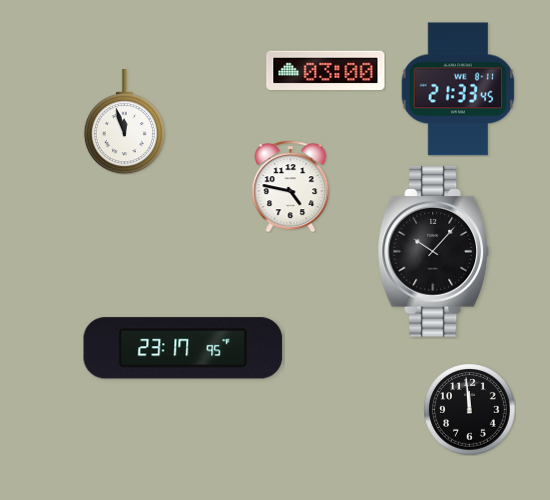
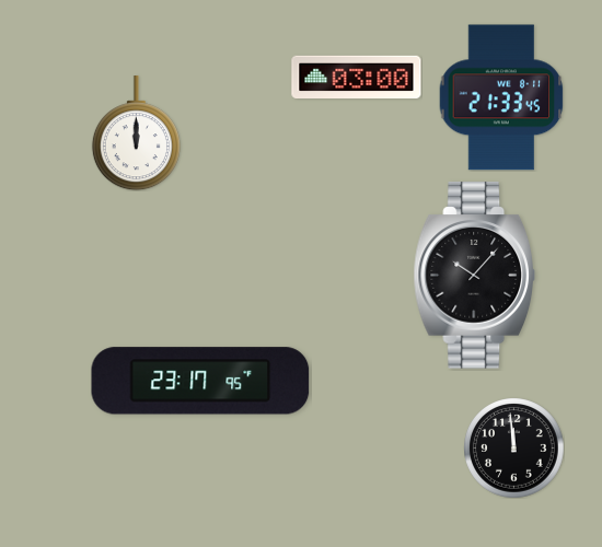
clock at (124, 122): 11:57 -> 12:00
clock at (291, 186): 4:47 -> none
